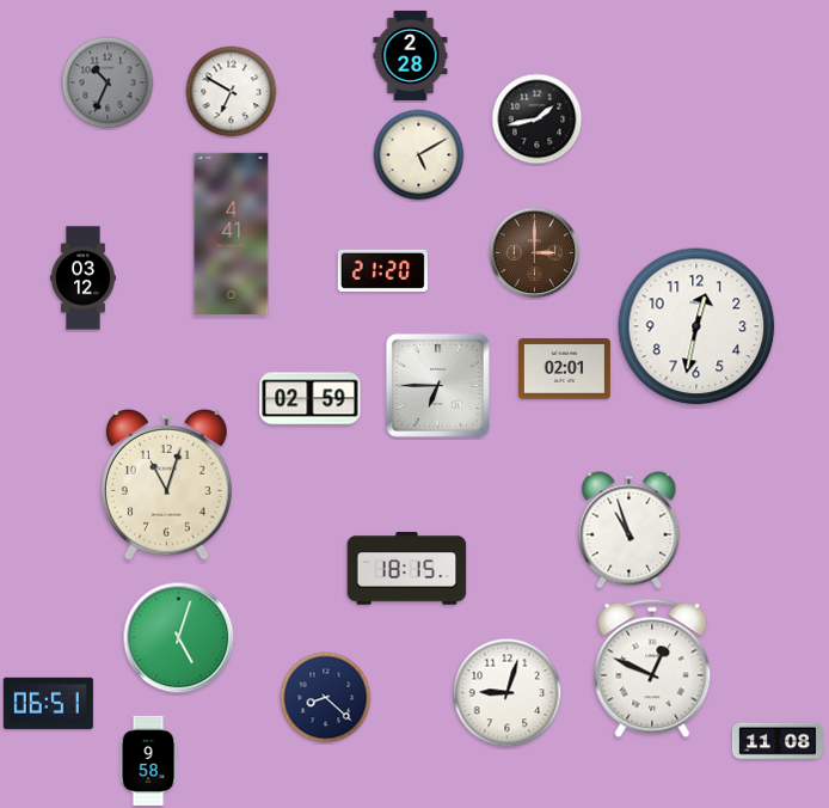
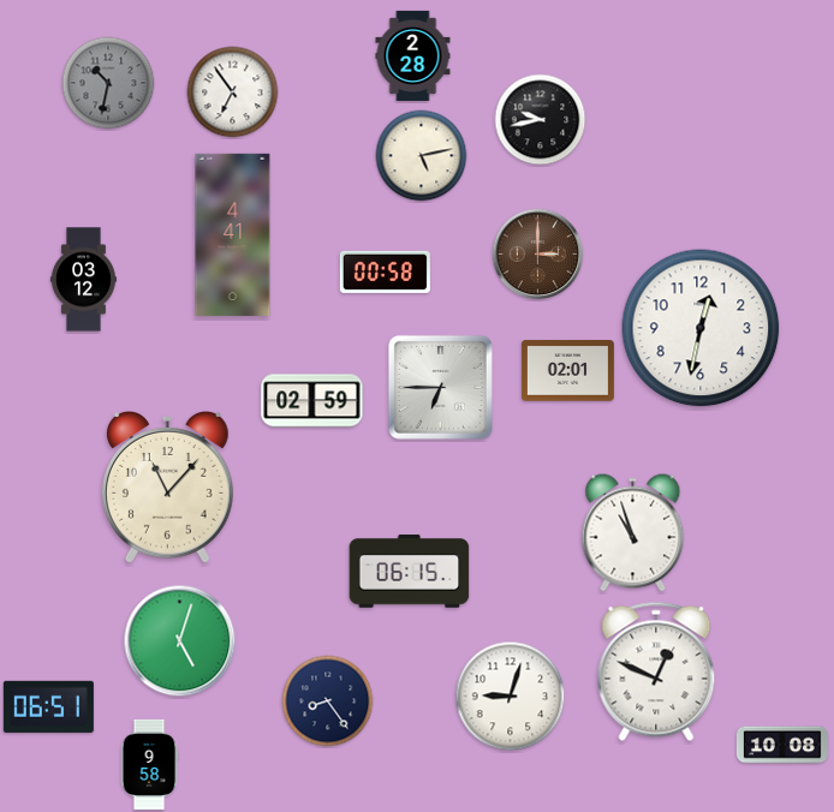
clock at (108, 82): 10:34 -> 10:32
clock at (232, 92): 6:50 -> 6:54
clock at (538, 120): 1:43 -> 9:43
clock at (419, 155): 5:10 -> 5:13
clock at (382, 270): 21:20 -> 00:58
clock at (166, 485): 11:03 -> 11:07
clock at (407, 569): 18:15 -> 06:15
clock at (326, 698): 8:22 -> 8:24
clock at (778, 741): 11:08 -> 10:08
